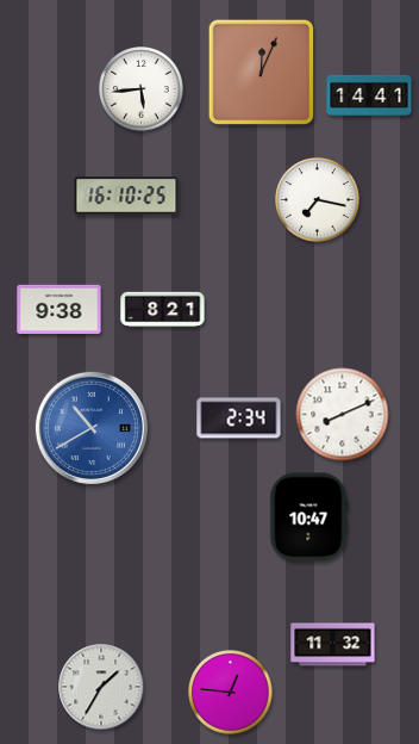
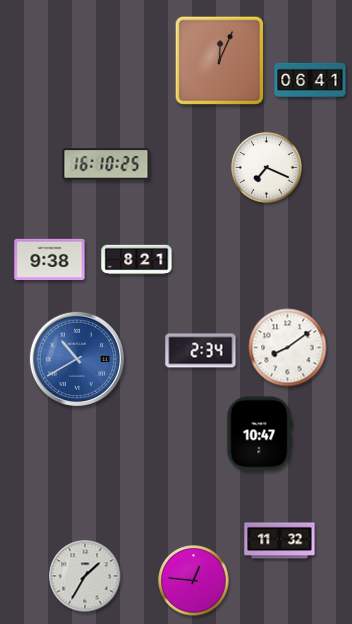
clock at (142, 89): 5:44 -> none
clock at (369, 95): 14:41 -> 06:41
clock at (318, 200): 7:17 -> 7:19
clock at (343, 415): 8:11 -> 8:09
